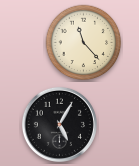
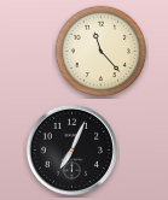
clock at (59, 124): 5:05 -> 7:04
